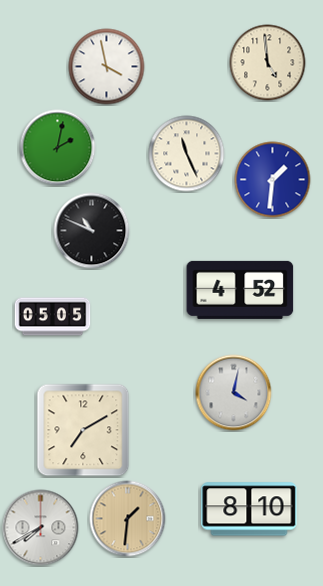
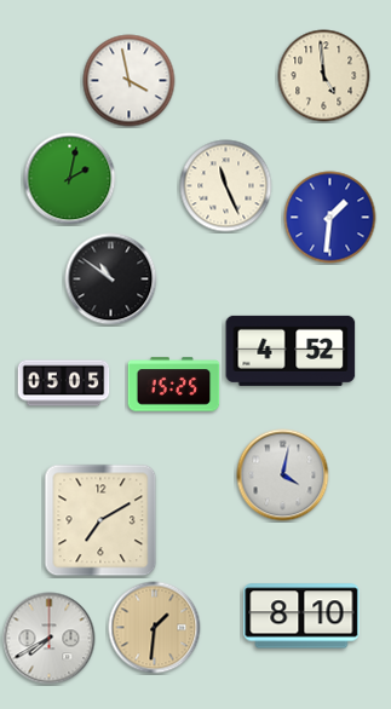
clock at (92, 231): 10:49 -> 10:51
clock at (174, 385): none -> 15:25
